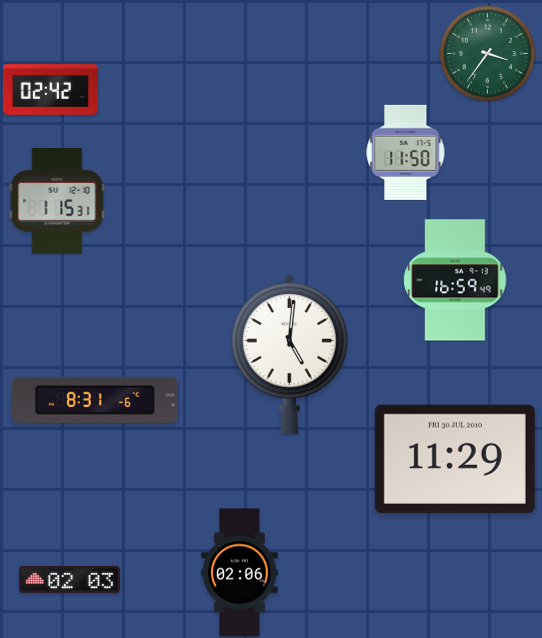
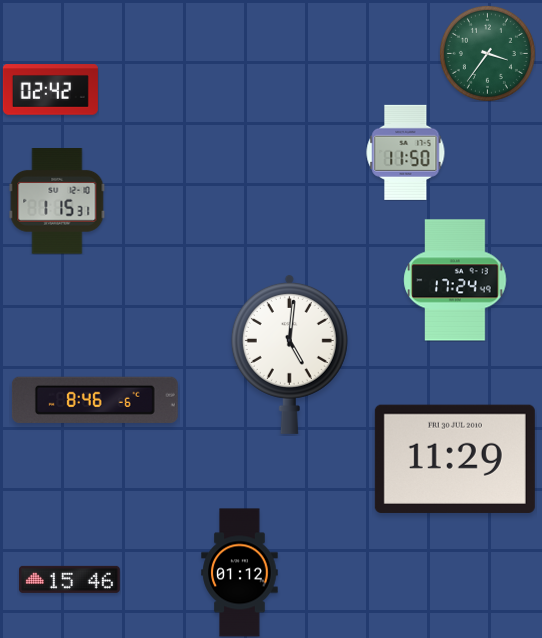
clock at (455, 280): 16:59 -> 17:24
clock at (95, 400): 8:31 -> 8:46
clock at (240, 573): 02:06 -> 01:12
clock at (69, 579): 02:03 -> 15:46
